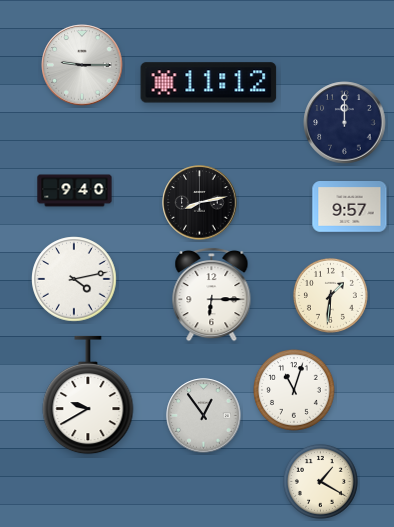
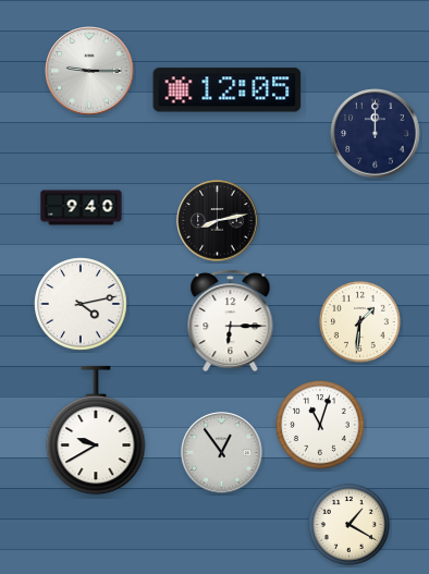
clock at (209, 83): 11:12 -> 12:05
clock at (350, 207): 9:57 -> none
